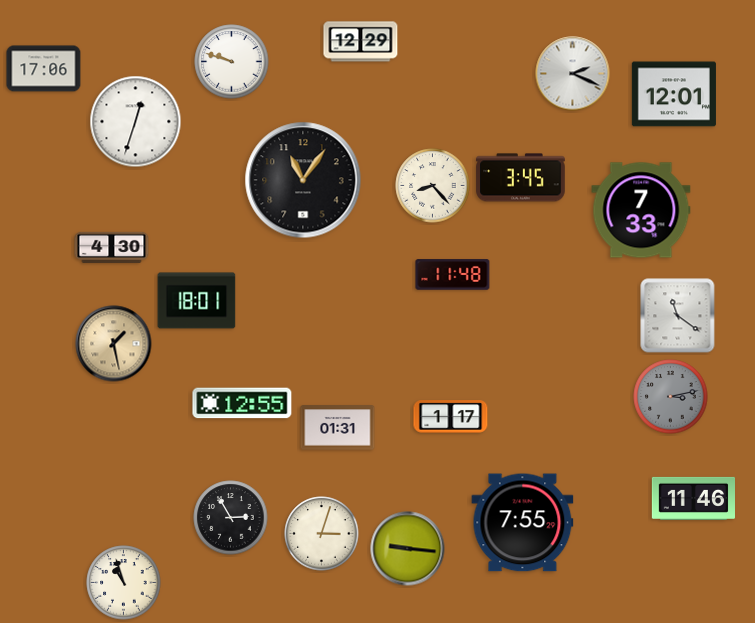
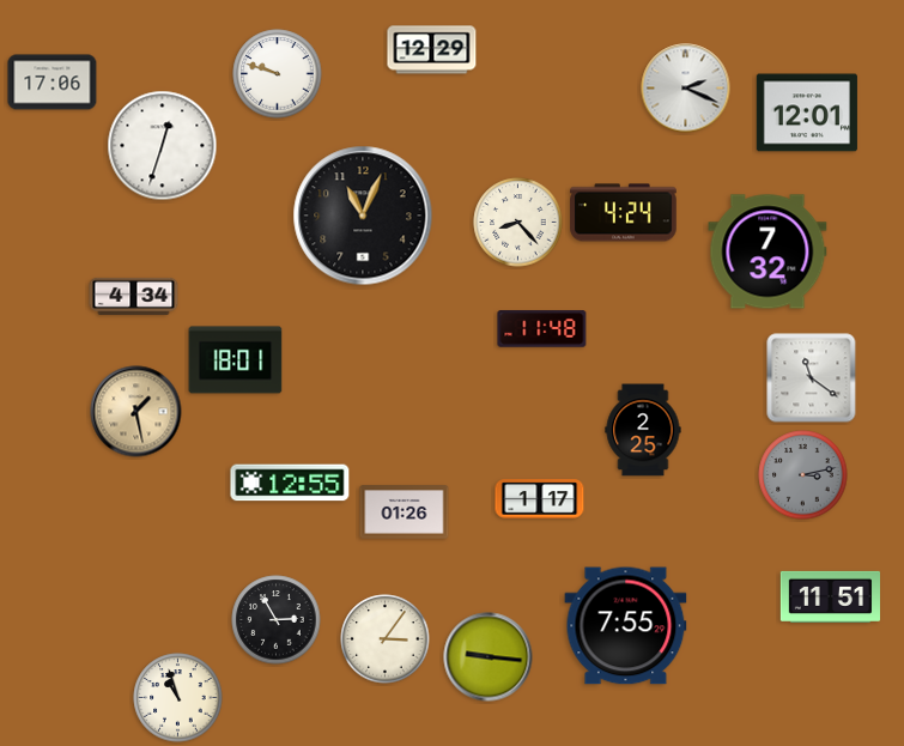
clock at (521, 178): 3:45 -> 4:24
clock at (303, 180): 11:06 -> 11:04
clock at (641, 210): 7:33 -> 7:32
clock at (112, 247): 4:30 -> 4:34
clock at (643, 430): none -> 2:25
clock at (338, 428): 01:31 -> 01:26
clock at (693, 498): 11:46 -> 11:51
clock at (322, 534): 3:03 -> 3:06
clock at (124, 583) position: (124, 583) -> (178, 698)
